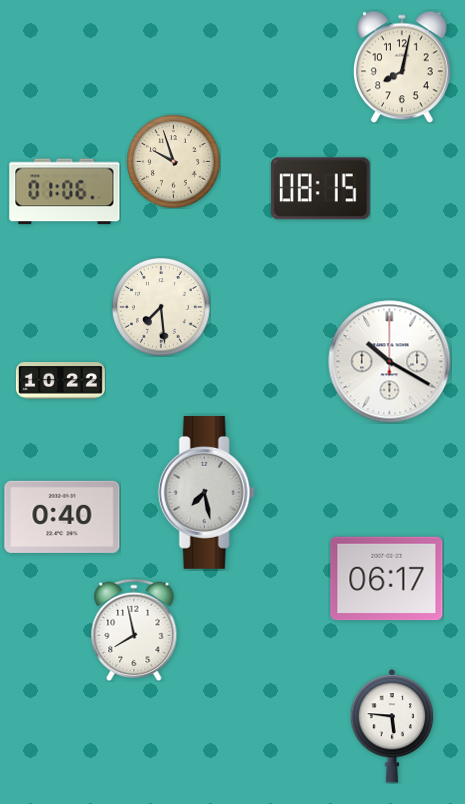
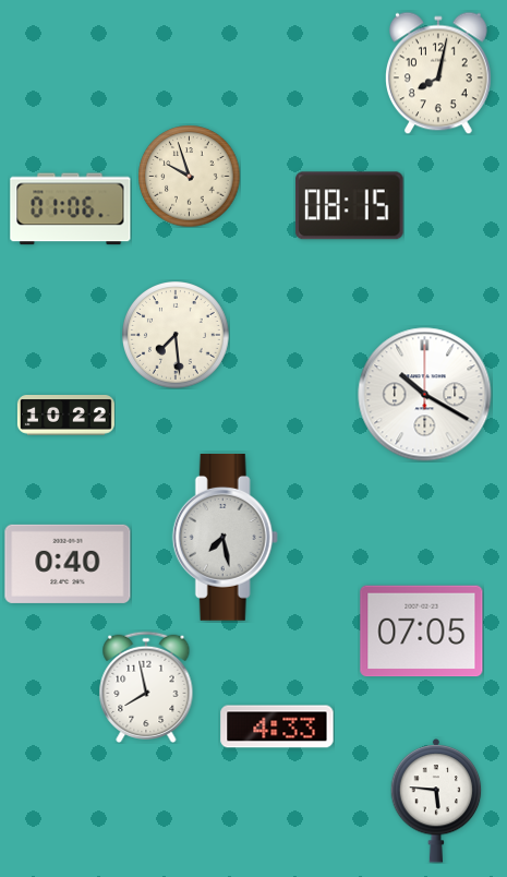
clock at (387, 579): 06:17 -> 07:05
clock at (277, 726): none -> 4:33
clock at (392, 726) position: (392, 726) -> (436, 801)
